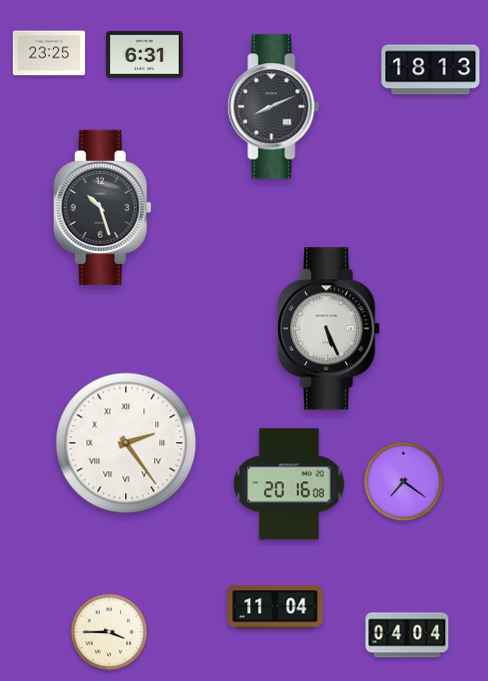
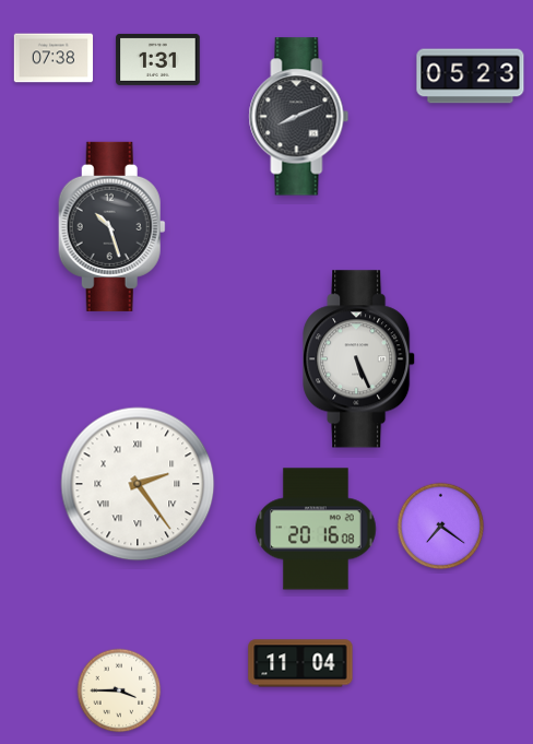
clock at (49, 53): 23:25 -> 07:38
clock at (145, 54): 6:31 -> 1:31
clock at (431, 70): 18:13 -> 05:23
clock at (407, 635): 04:04 -> none
